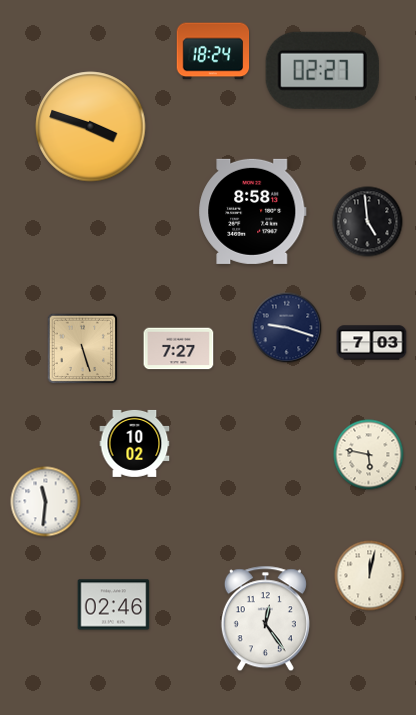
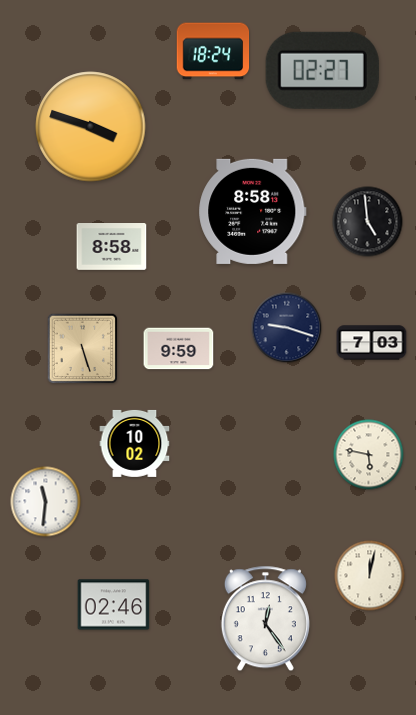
clock at (112, 247): none -> 8:58
clock at (179, 349): 7:27 -> 9:59
